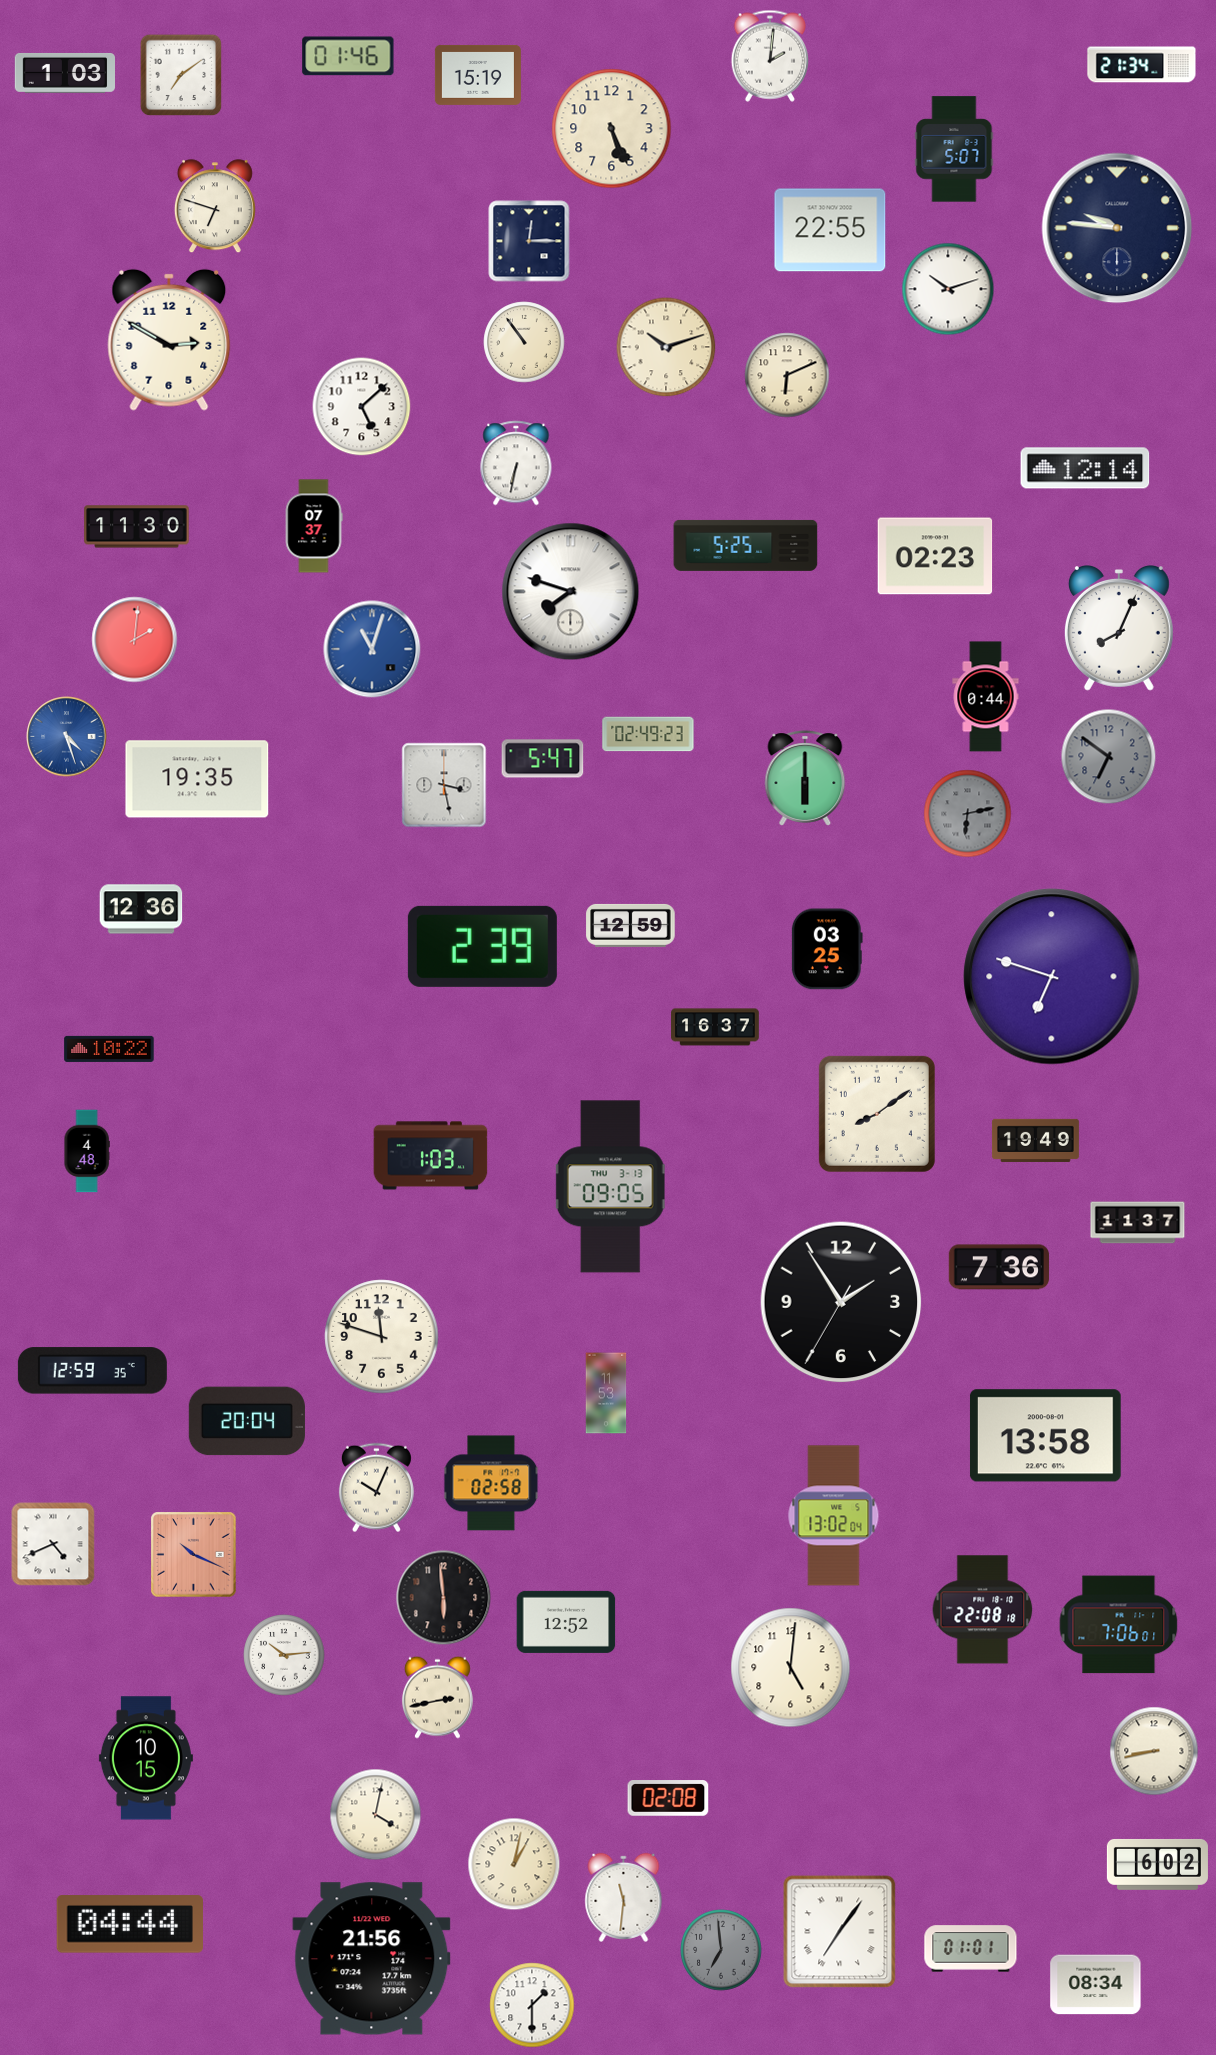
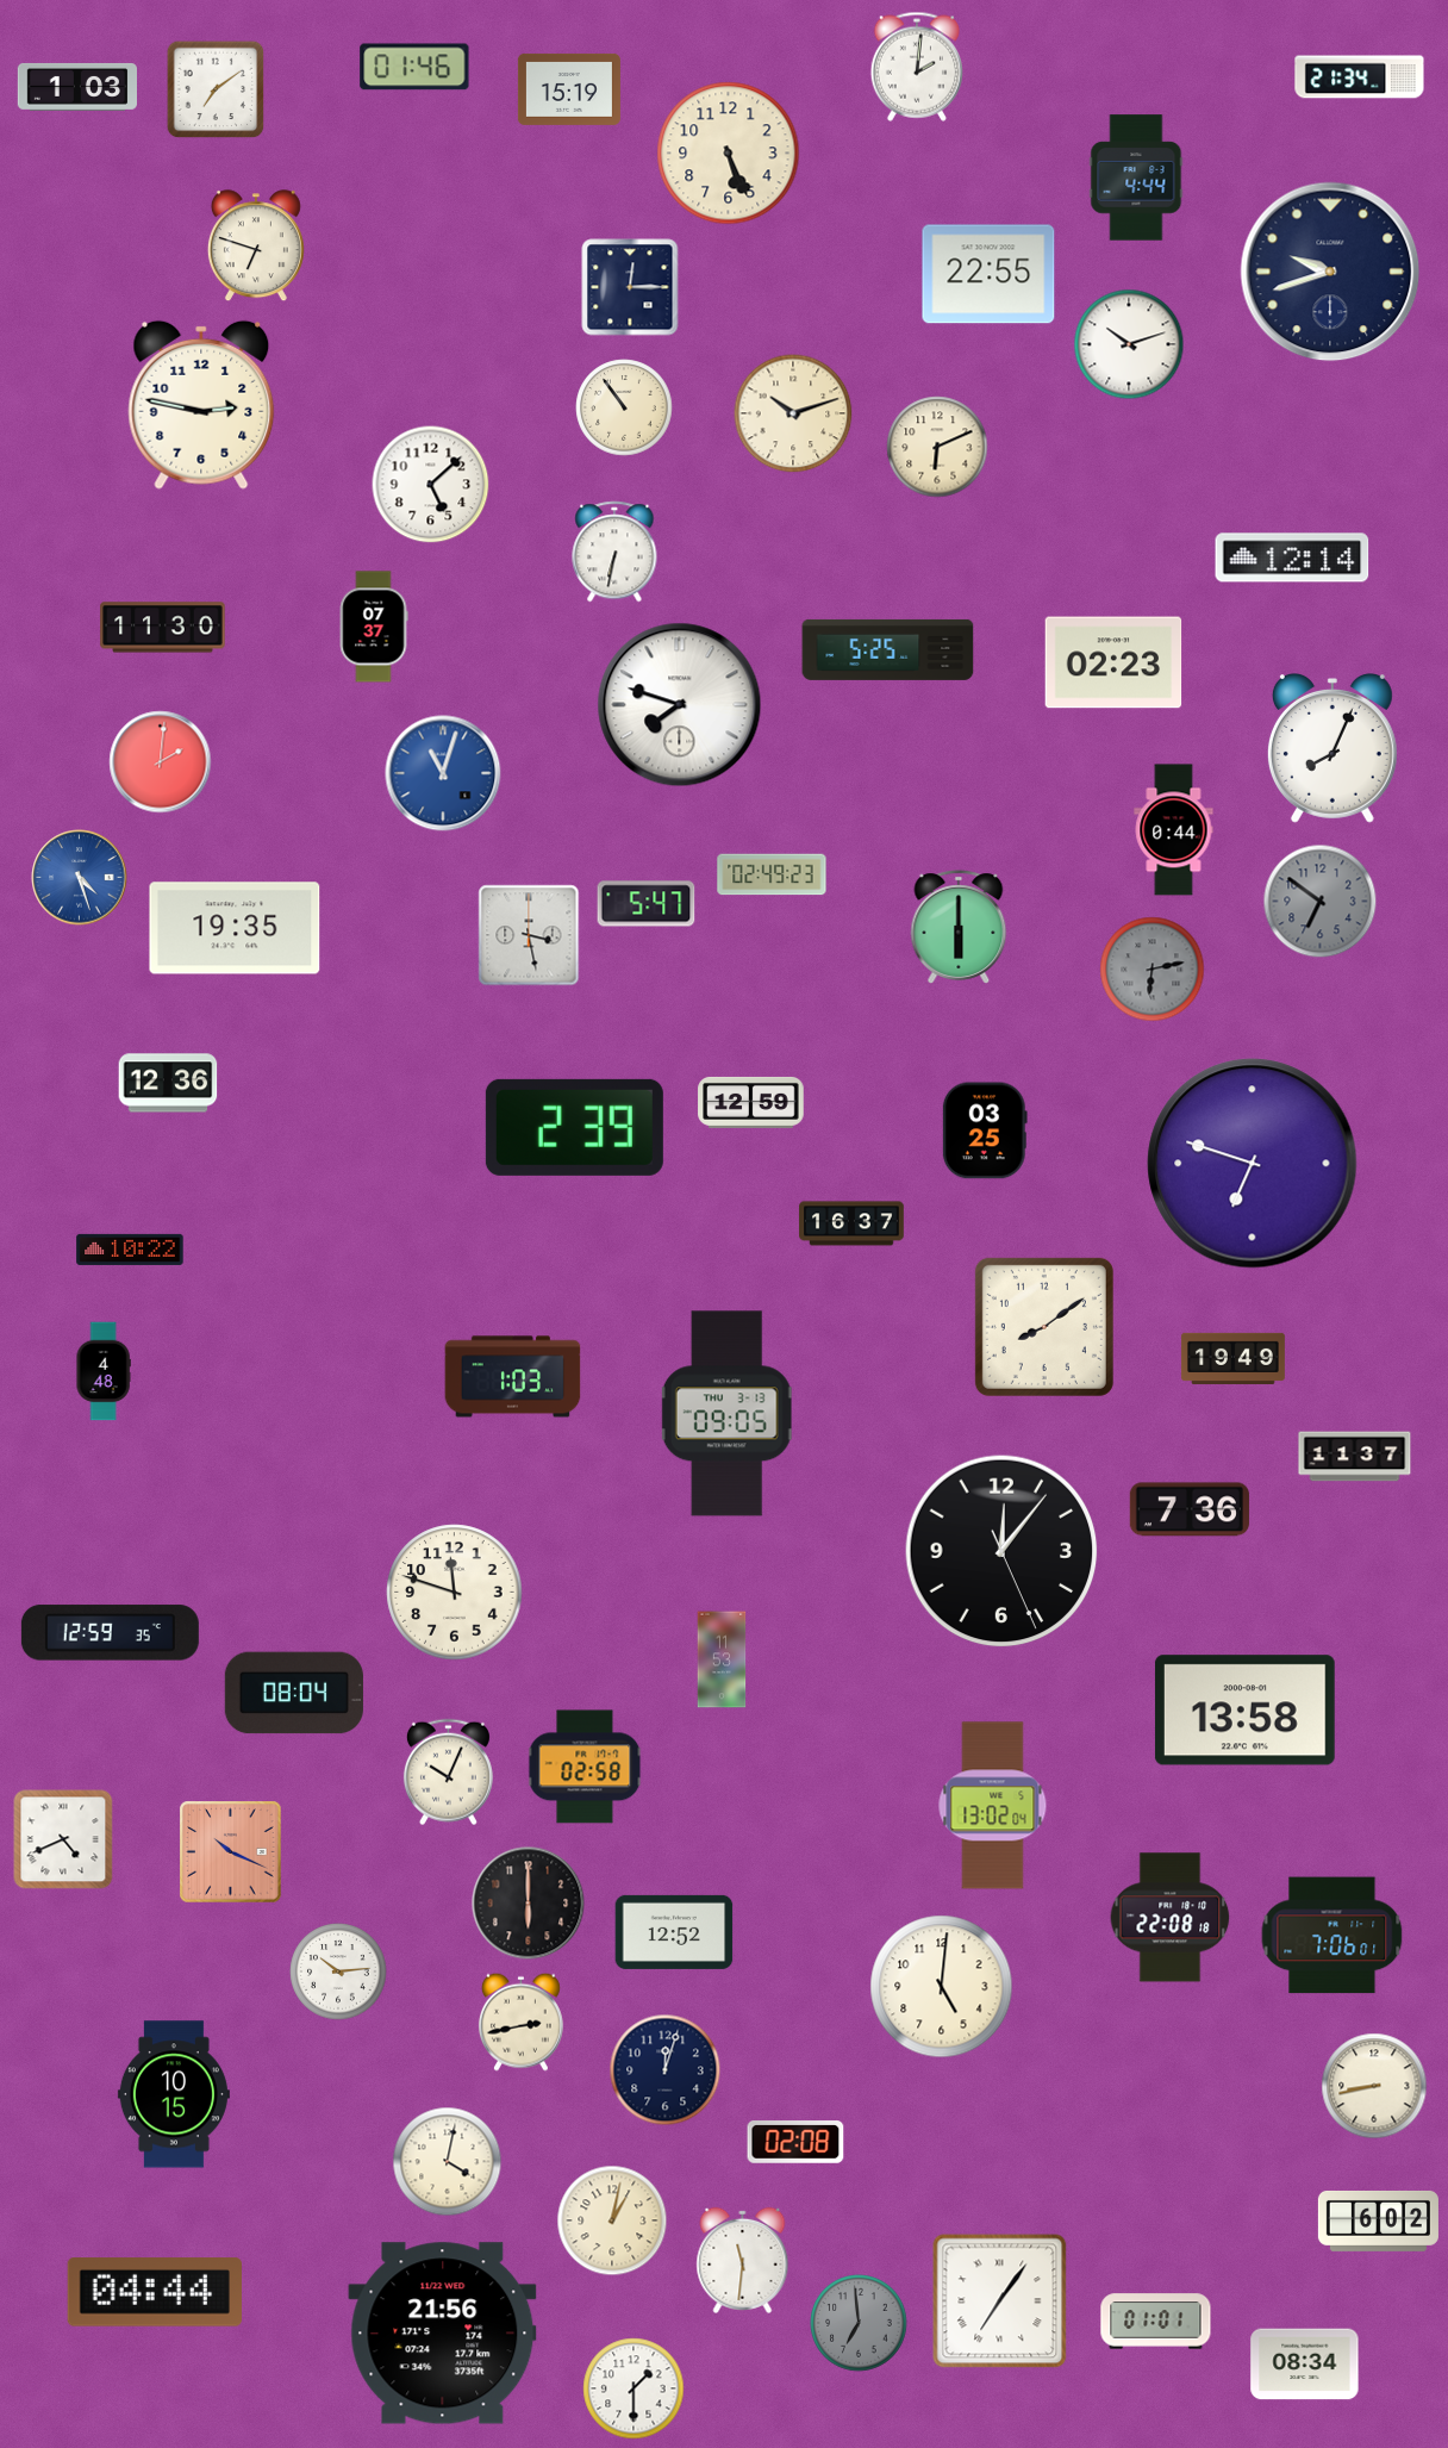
clock at (954, 149): 5:07 -> 4:44
clock at (1117, 228): 9:46 -> 9:42
clock at (169, 340): 2:50 -> 2:47
clock at (841, 1302): 1:54 -> 12:06
clock at (247, 1421): 20:04 -> 08:04
clock at (444, 1598): 5:59 -> 6:00
clock at (666, 2070): none -> 12:03
